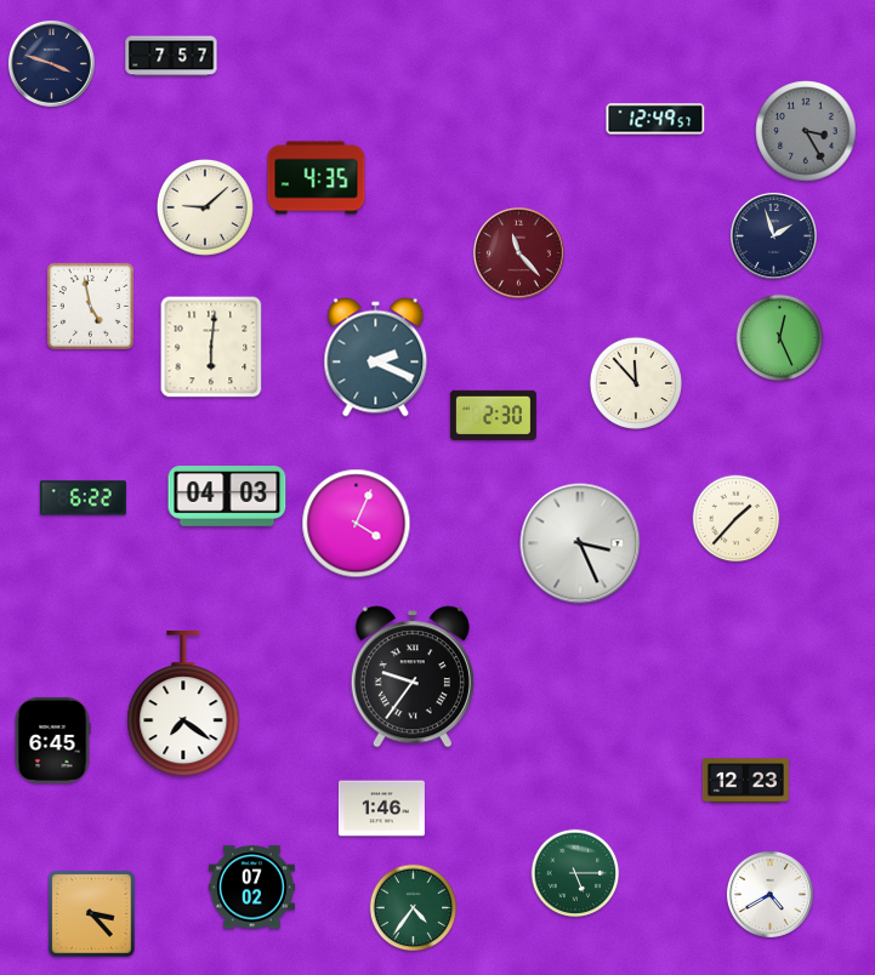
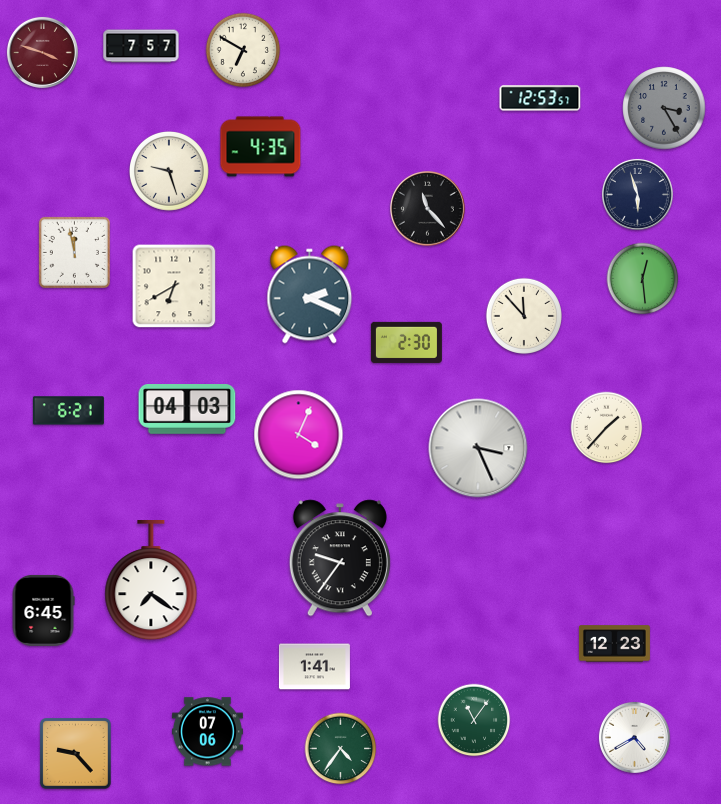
clock at (243, 50): none -> 6:50
clock at (51, 63) dial: navy -> burgundy
clock at (655, 119): 12:49 -> 12:53
clock at (206, 209): 9:08 -> 9:27
clock at (773, 235): 1:57 -> 5:57
clock at (519, 253) dial: burgundy -> black
clock at (90, 306): 4:58 -> 11:58
clock at (780, 338): 12:26 -> 12:29
clock at (211, 347): 6:01 -> 6:40
clock at (83, 498): 6:22 -> 6:21
clock at (357, 524) position: (357, 524) -> (299, 435)
clock at (381, 809): 1:46 -> 1:41
clock at (575, 873): 5:15 -> 11:06
clock at (251, 888): 07:02 -> 07:06
clock at (92, 914): 3:23 -> 9:23
